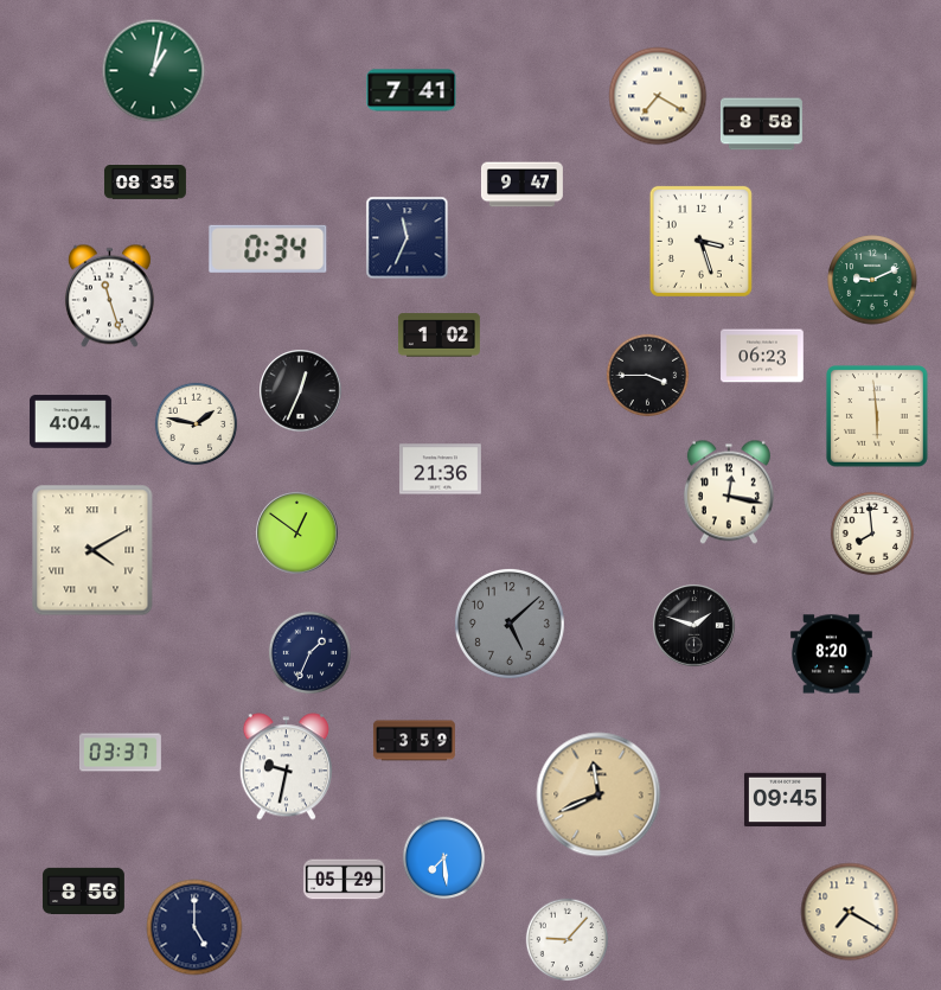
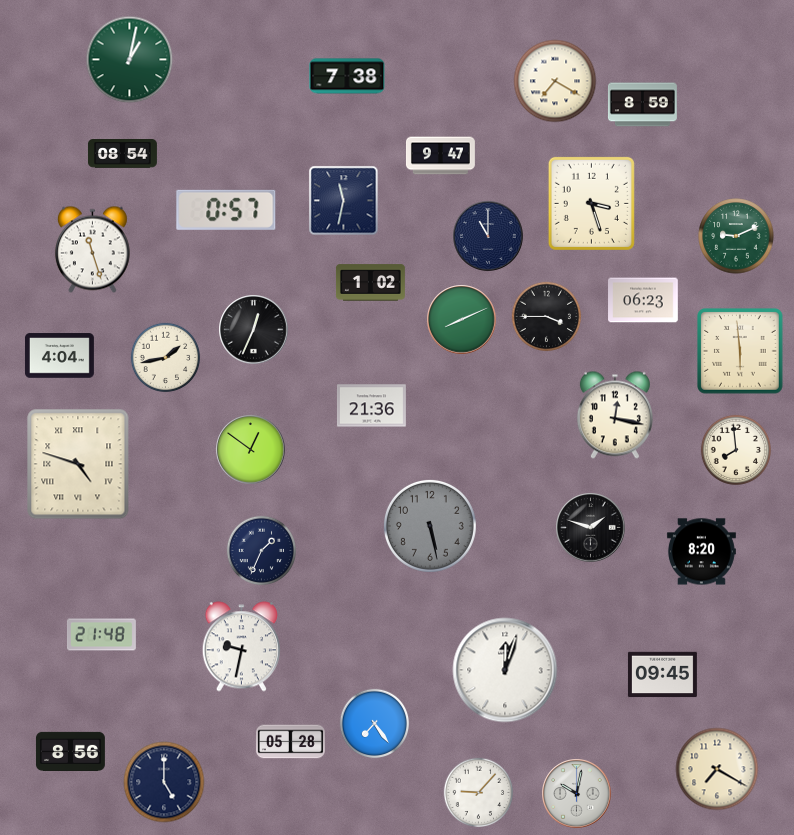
clock at (411, 90): 7:41 -> 7:38
clock at (761, 124): 8:58 -> 8:59
clock at (145, 183): 08:35 -> 08:54
clock at (408, 238): 11:34 -> 11:32
clock at (268, 249): 0:34 -> 0:57
clock at (488, 236): none -> 11:00
clock at (462, 320): none -> 8:11
clock at (197, 424): 1:47 -> 1:43
clock at (440, 470) position: (440, 470) -> (371, 406)
clock at (92, 550): 4:10 -> 4:48
clock at (510, 624): 5:08 -> 5:28
clock at (694, 626) position: (694, 626) -> (591, 528)
clock at (414, 741): 3:59 -> none
clock at (120, 753): 03:37 -> 21:48
clock at (598, 794): 11:41 -> 12:03
clock at (598, 794) dial: champagne -> white
clock at (444, 858): 7:29 -> 7:24
clock at (344, 880): 05:29 -> 05:28
clock at (577, 794): none -> 10:02
